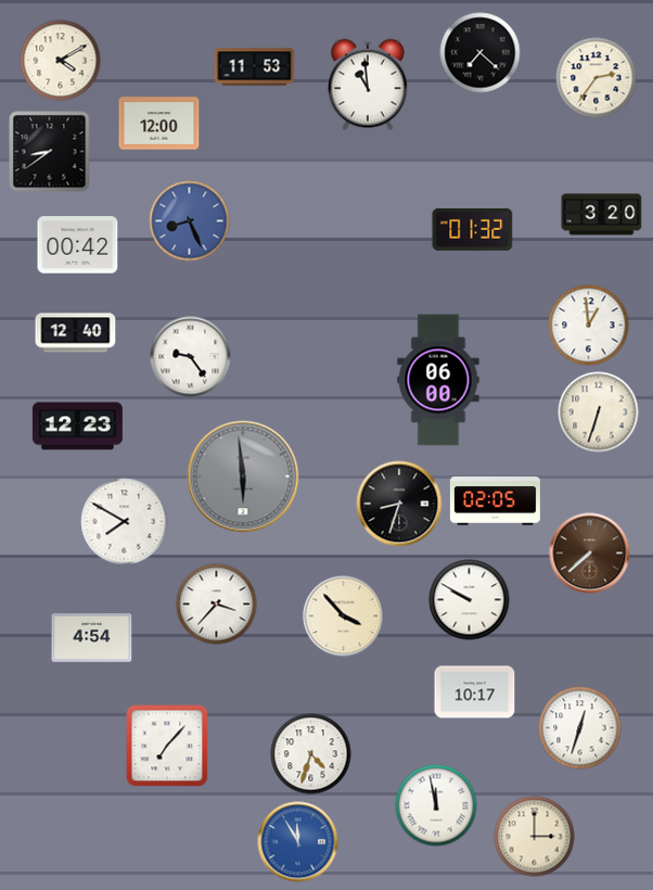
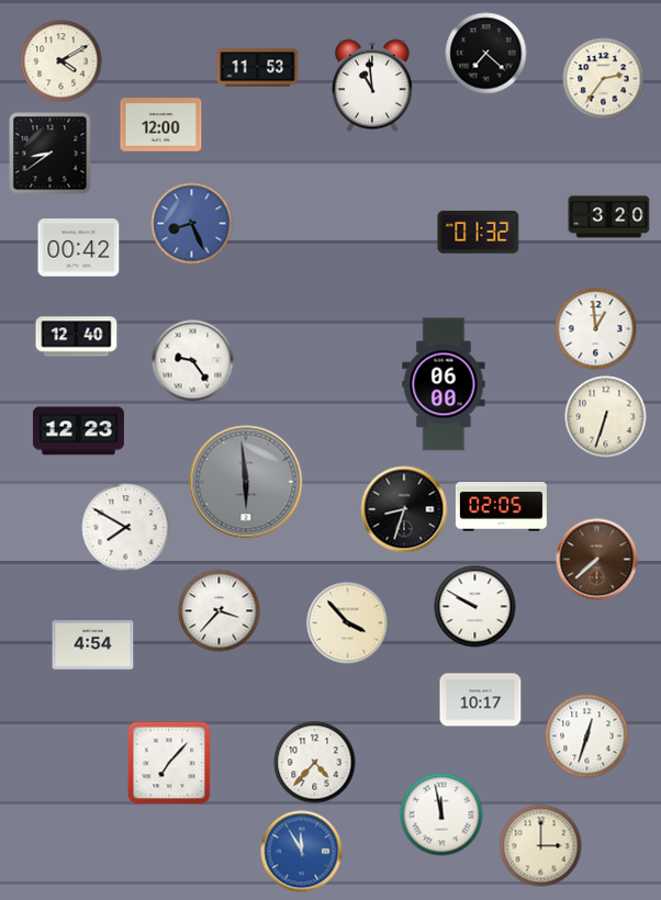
clock at (167, 746) position: (167, 746) -> (169, 763)
clock at (311, 754): 4:33 -> 4:37
